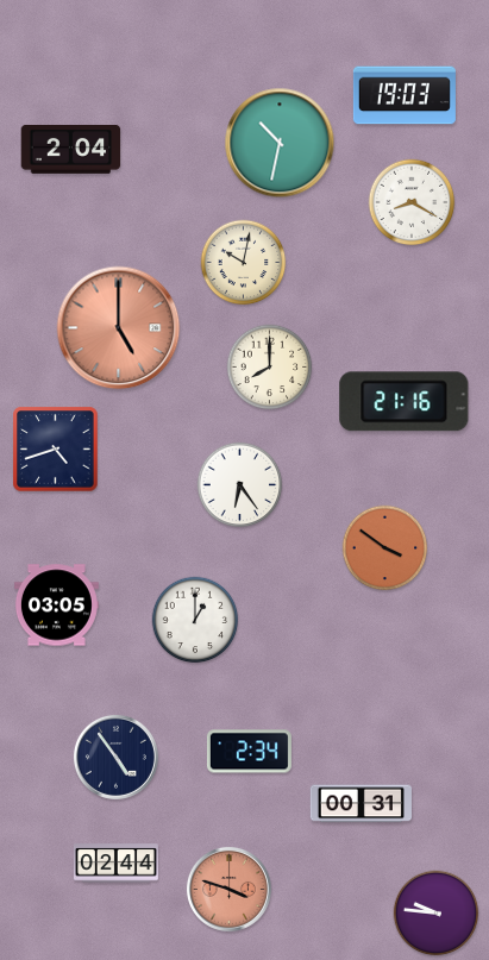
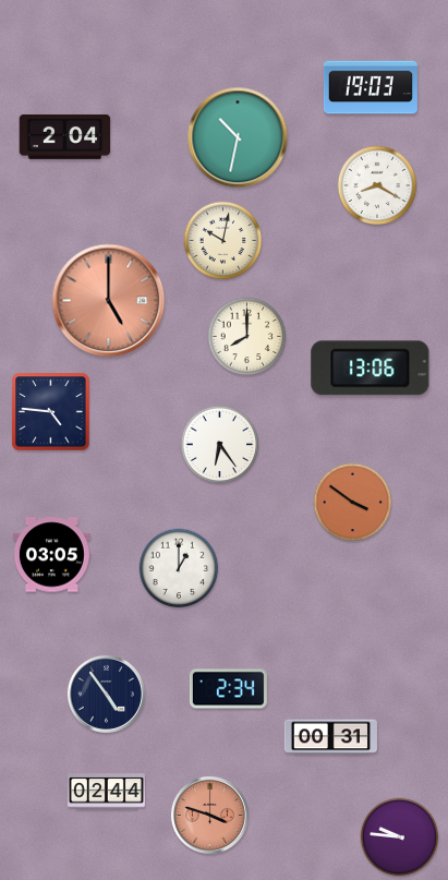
clock at (280, 143) position: (280, 143) -> (238, 137)
clock at (405, 402): 21:16 -> 13:06
clock at (56, 450): 4:42 -> 4:46
